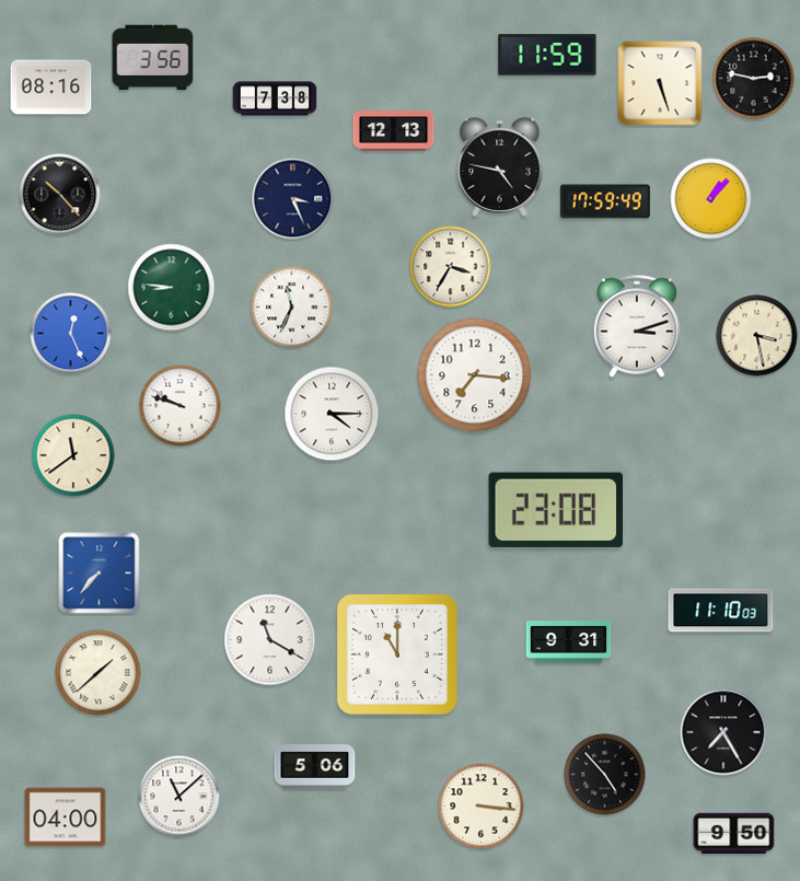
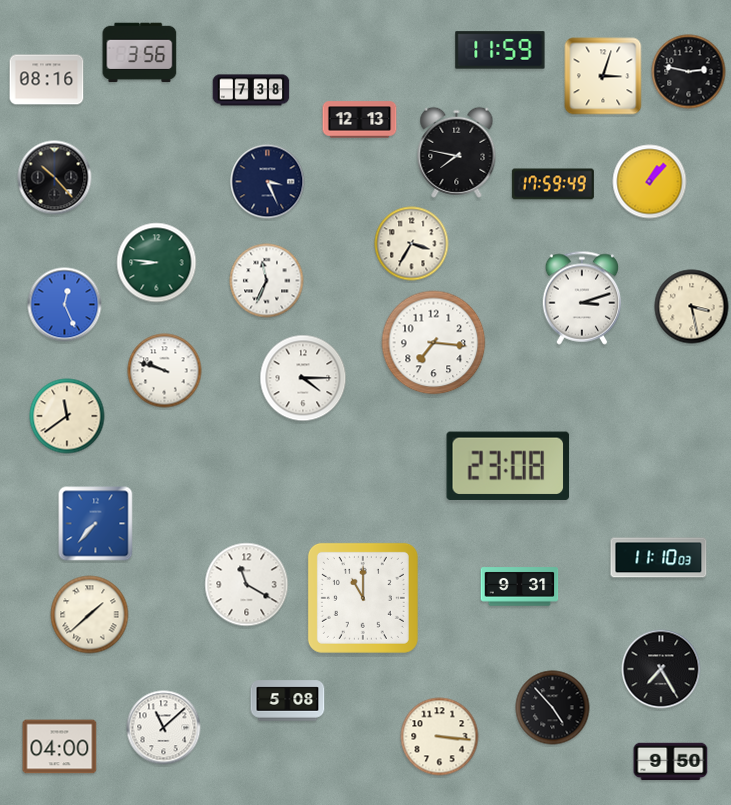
clock at (660, 83): 5:27 -> 3:03
clock at (500, 166): 4:47 -> 7:47
clock at (100, 573) position: (100, 573) -> (96, 524)
clock at (315, 767): 5:06 -> 5:08
